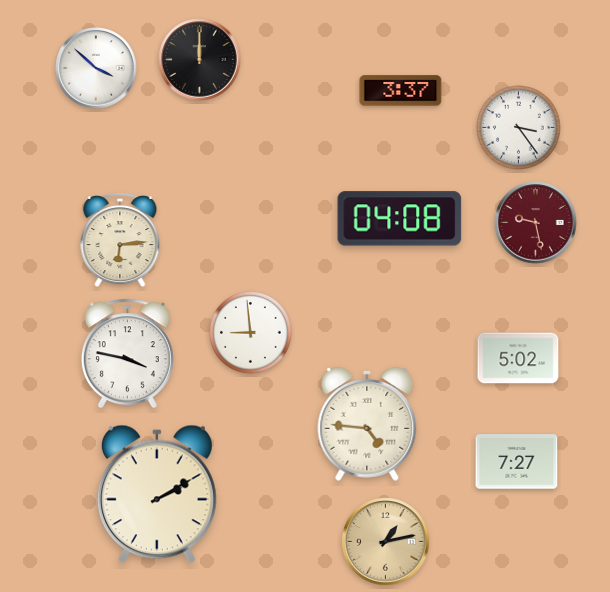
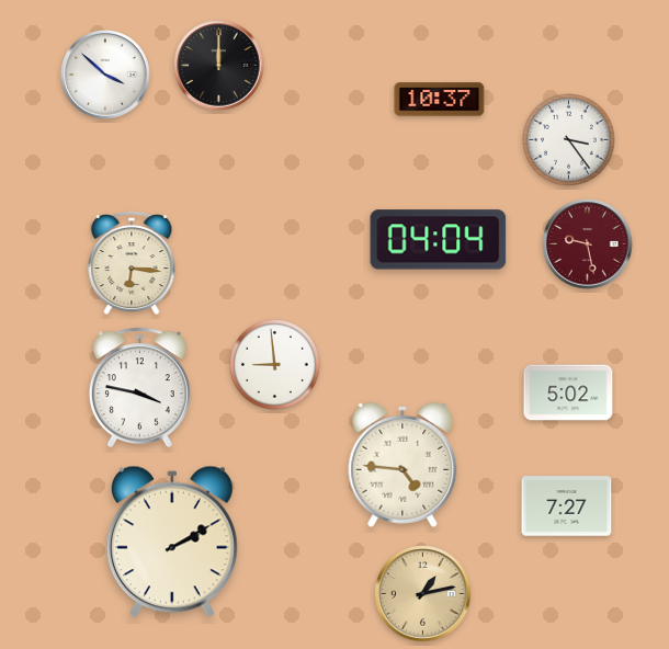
clock at (401, 91): 3:37 -> 10:37
clock at (400, 219): 04:08 -> 04:04
clock at (120, 241): 6:14 -> 6:16
